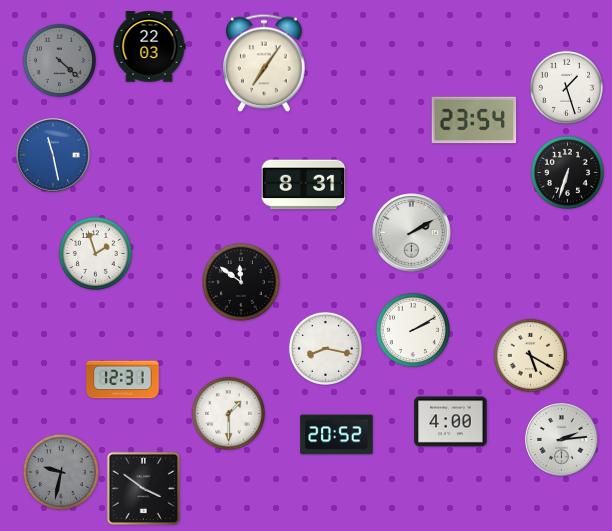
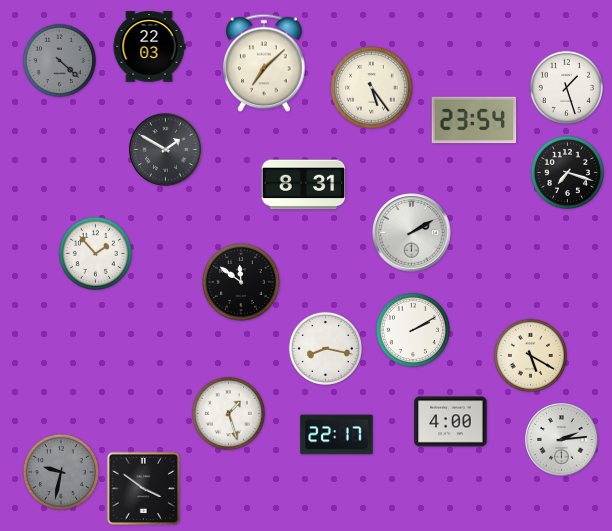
clock at (265, 63): 7:06 -> 7:08
clock at (372, 88): none -> 5:24
clock at (166, 150): none -> 1:50
clock at (53, 155): 11:28 -> none
clock at (567, 172): 6:33 -> 7:18
clock at (95, 253): 1:57 -> 1:53
clock at (123, 380): 12:31 -> none
clock at (228, 413): 1:30 -> 1:27
clock at (337, 435): 20:52 -> 22:17
